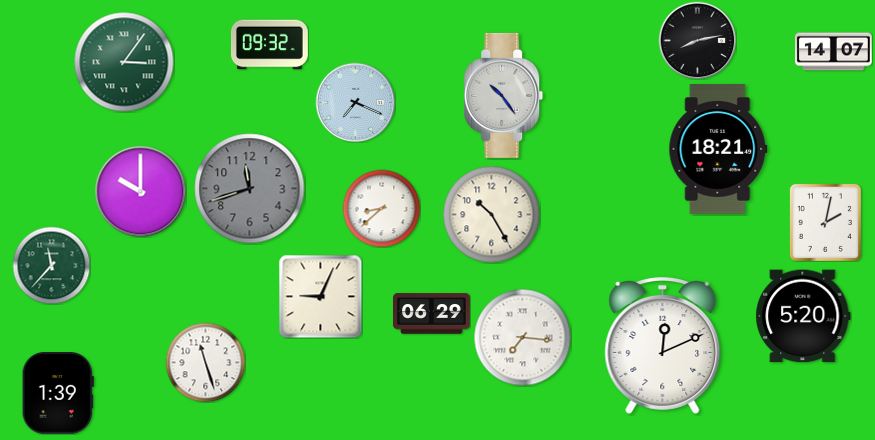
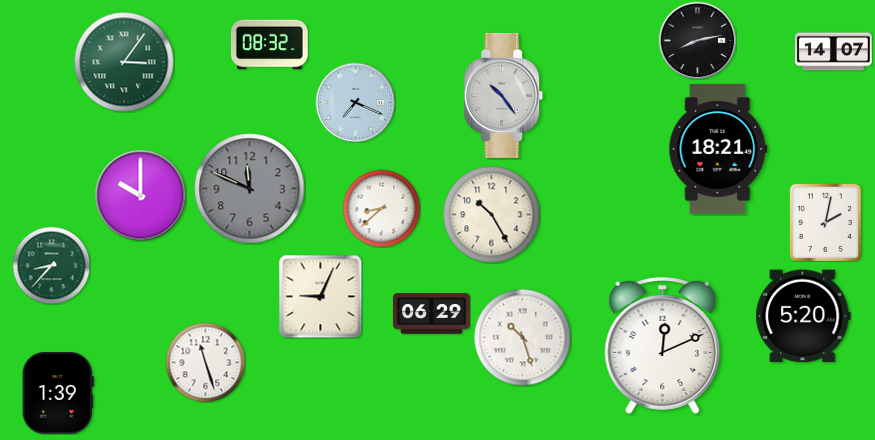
clock at (269, 45): 09:32 -> 08:32
clock at (250, 189): 11:42 -> 11:49
clock at (140, 191) position: (140, 191) -> (140, 195)
clock at (51, 265): 11:37 -> 8:37
clock at (522, 337): 7:16 -> 10:27
